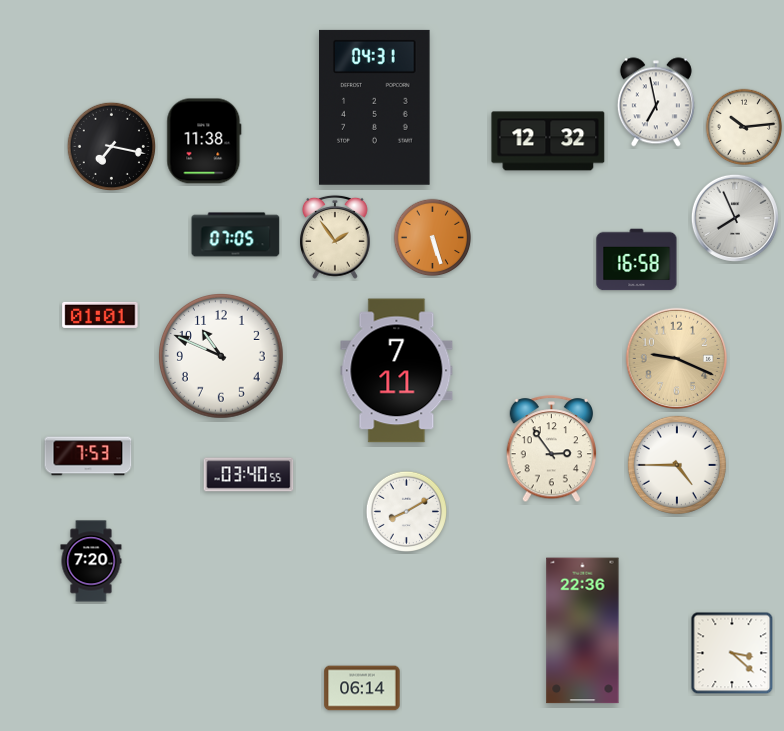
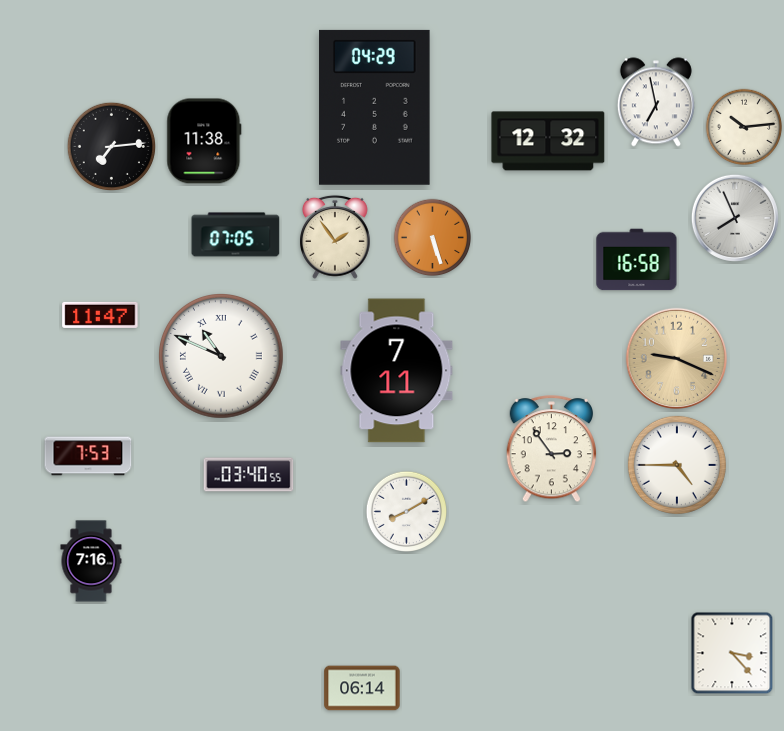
clock at (375, 107): 04:31 -> 04:29
clock at (111, 146): 7:17 -> 7:14
clock at (100, 315): 01:01 -> 11:47
clock at (222, 357) numerals: Arabic -> Roman
clock at (91, 561): 7:20 -> 7:16
clock at (583, 631): 22:36 -> none
clock at (732, 653): 3:22 -> 3:23
